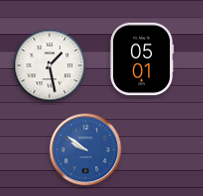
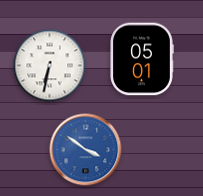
clock at (50, 66): 1:28 -> 6:32
clock at (86, 150): 9:51 -> 3:51
